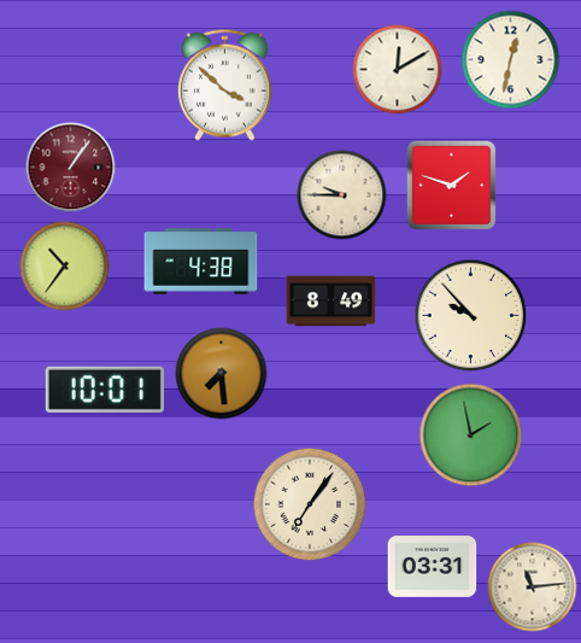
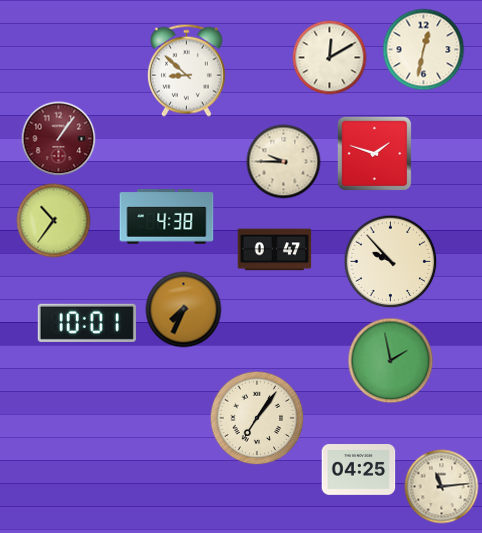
clock at (224, 84): 3:52 -> 8:52
clock at (331, 302): 8:49 -> 0:47
clock at (222, 374): 7:29 -> 7:34
clock at (433, 567): 03:31 -> 04:25
